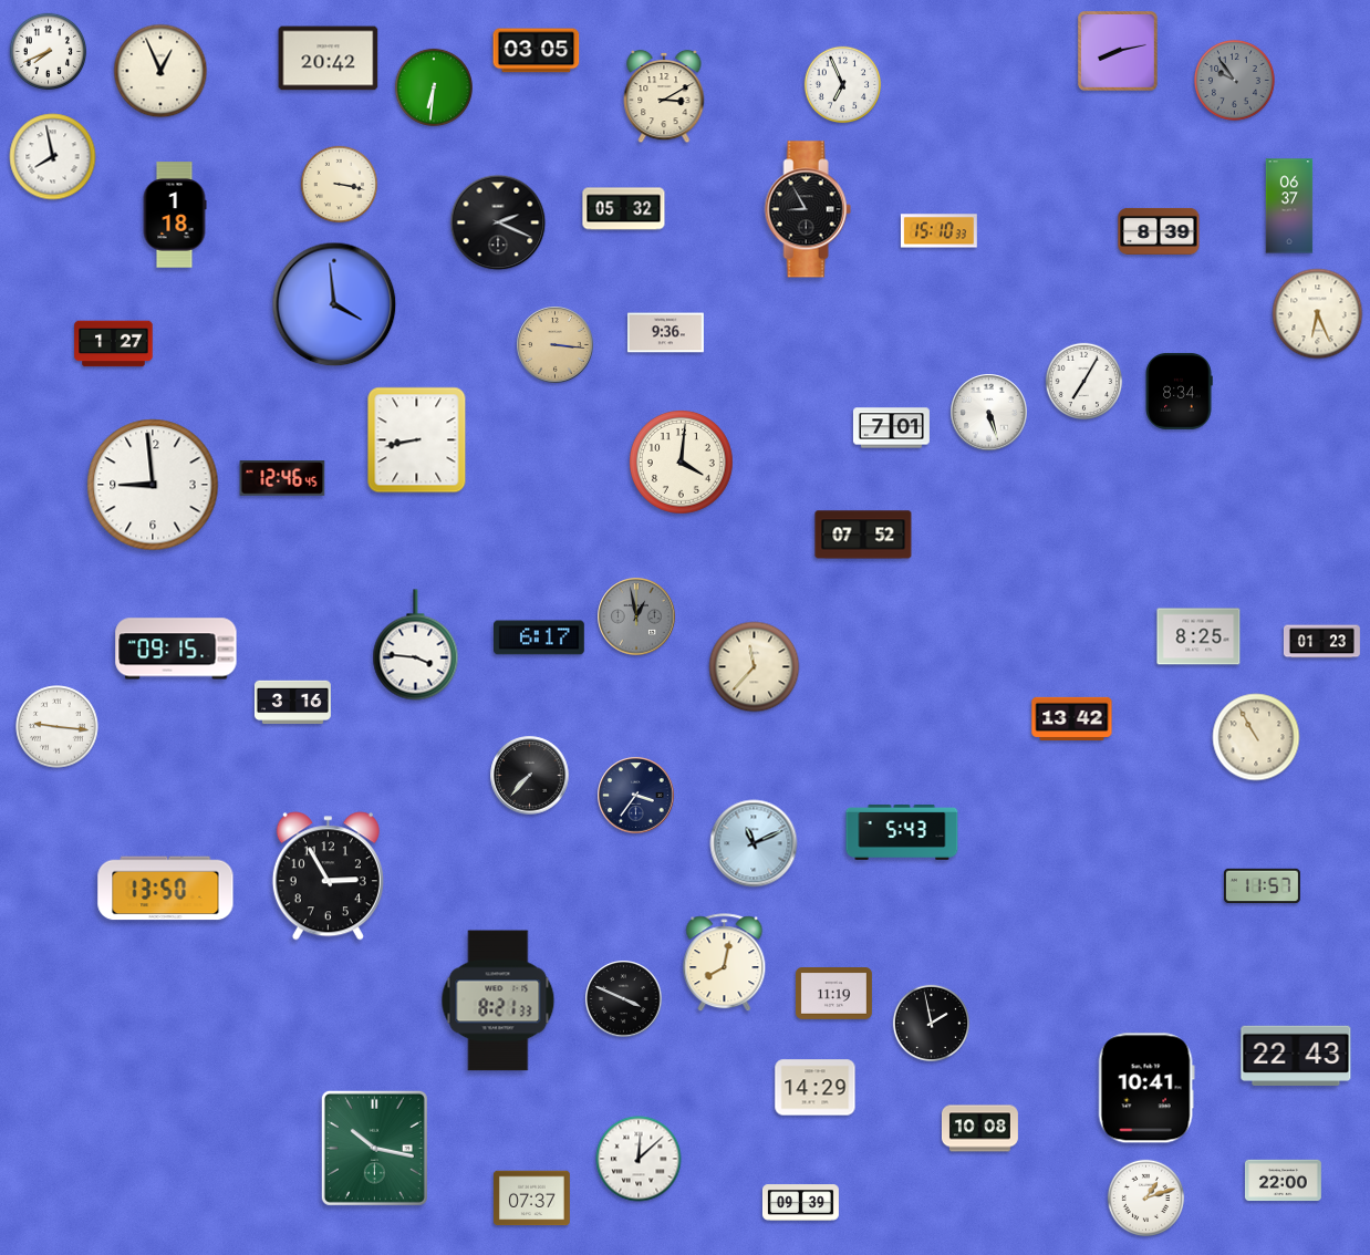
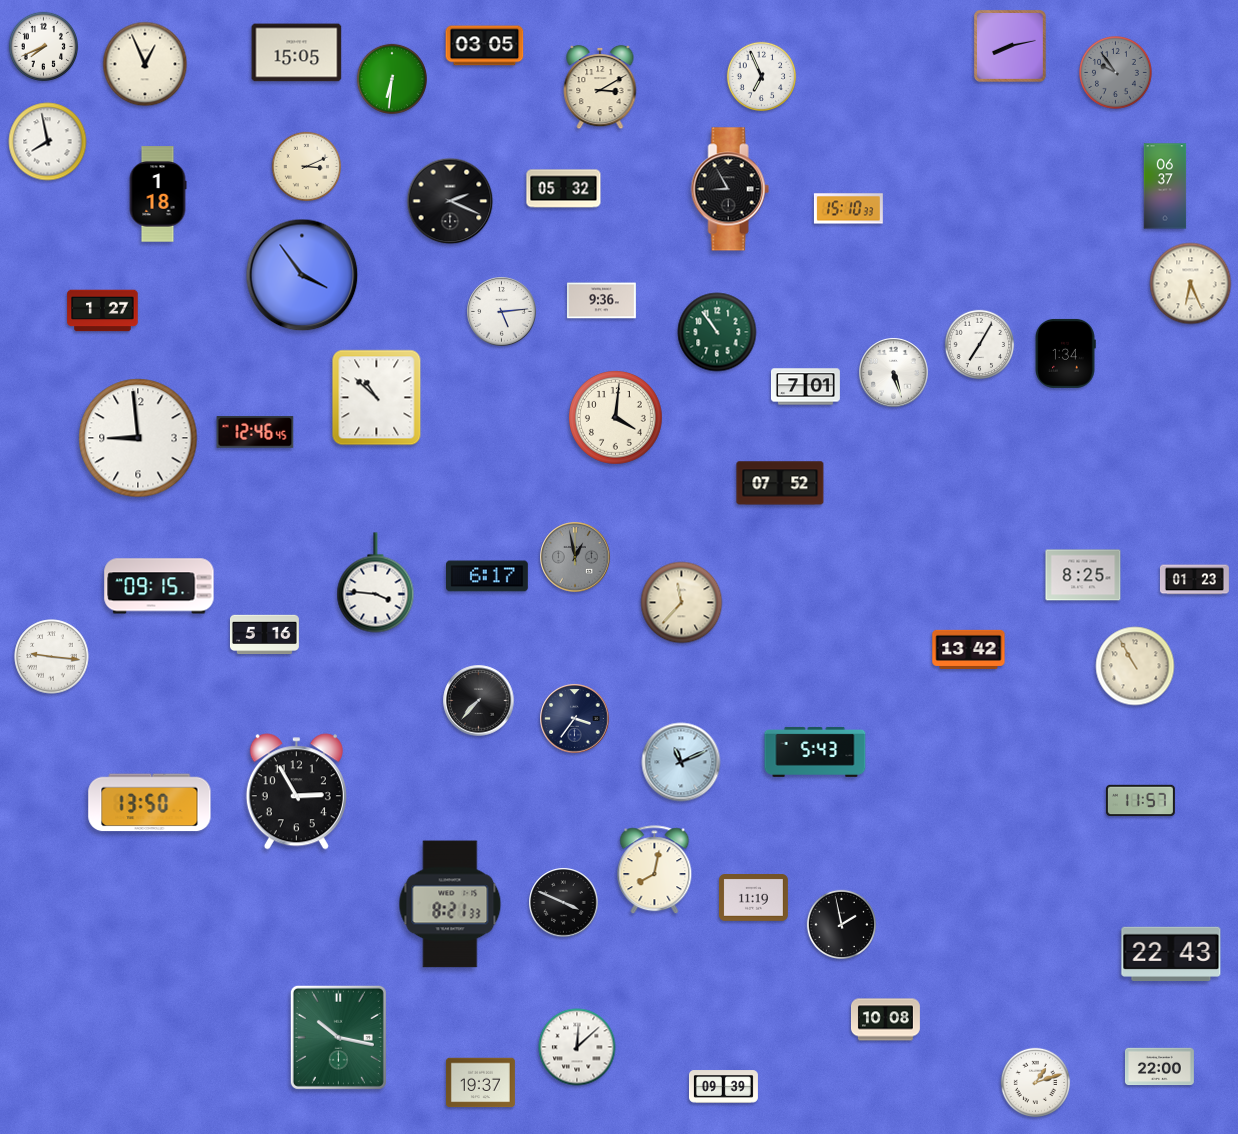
clock at (329, 59): 20:42 -> 15:05
clock at (340, 185): 3:17 -> 3:11
clock at (1159, 231): 8:39 -> none
clock at (334, 304): 3:59 -> 3:54
clock at (556, 345): 3:16 -> 5:14
clock at (556, 345) dial: champagne -> white
clock at (717, 332): none -> 10:54
clock at (1179, 391): 8:34 -> 1:34
clock at (417, 440): 8:43 -> 10:52
clock at (292, 703): 3:16 -> 5:16
clock at (816, 1088): 14:29 -> none
clock at (1146, 1088): 10:41 -> none
clock at (531, 1199): 07:37 -> 19:37
